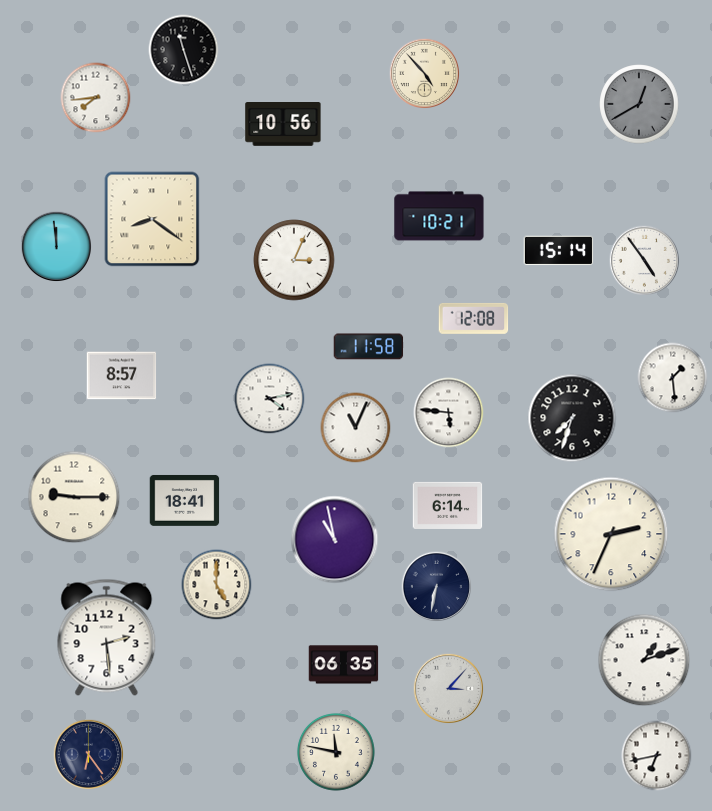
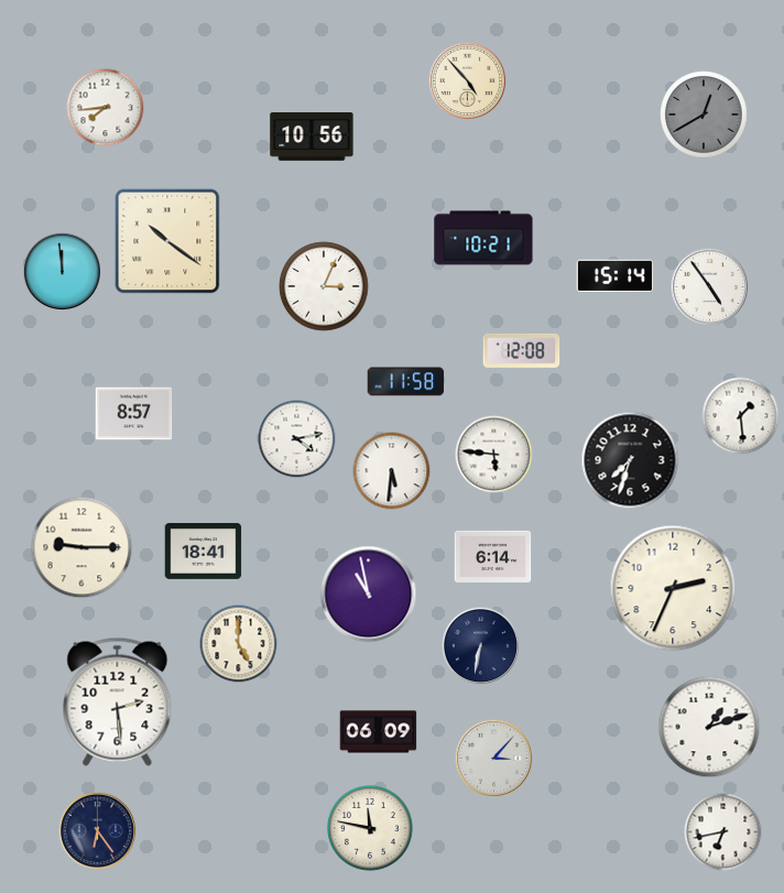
clock at (184, 50): 11:27 -> none
clock at (152, 219): 8:21 -> 10:21
clock at (356, 428): 11:04 -> 5:31
clock at (344, 665): 06:35 -> 06:09
